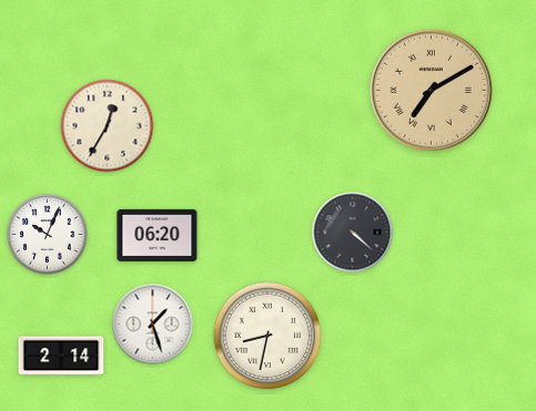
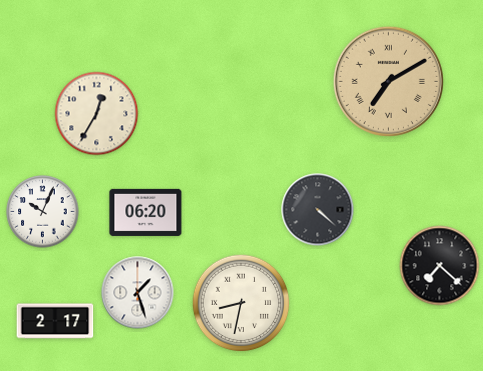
clock at (158, 235) position: (158, 235) -> (146, 212)
clock at (440, 266): none -> 7:22
clock at (61, 356): 2:14 -> 2:17
